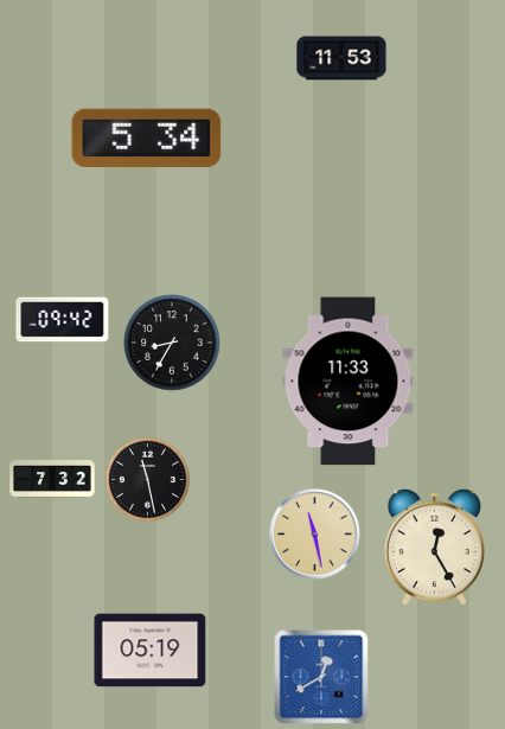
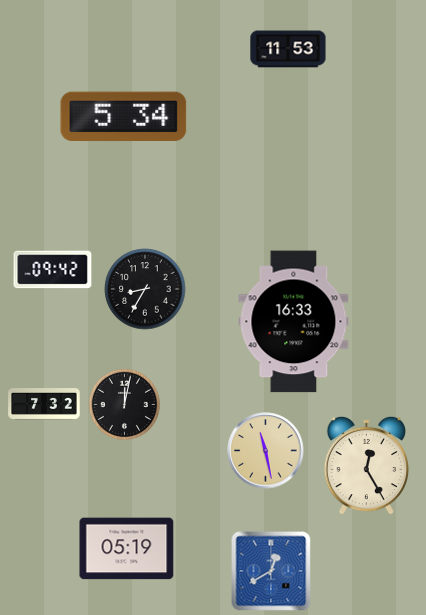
clock at (349, 382): 11:33 -> 16:33
clock at (147, 479): 11:28 -> 12:02
clock at (435, 546) position: (435, 546) -> (367, 465)
